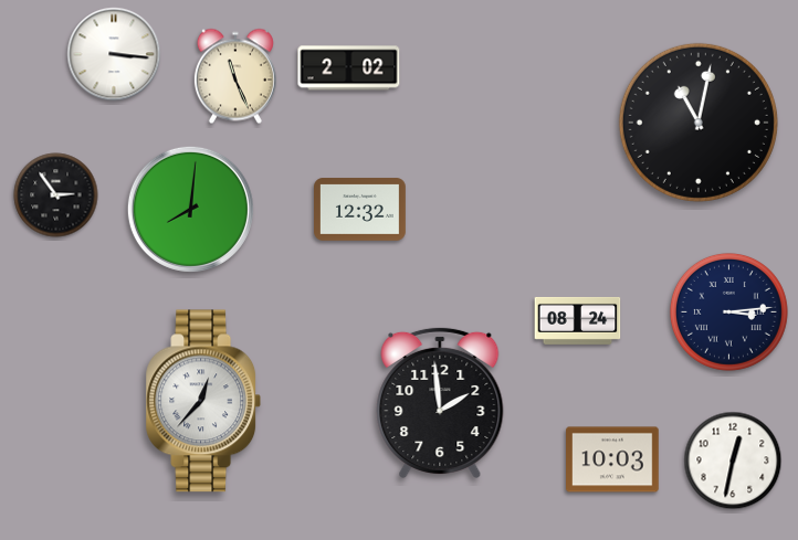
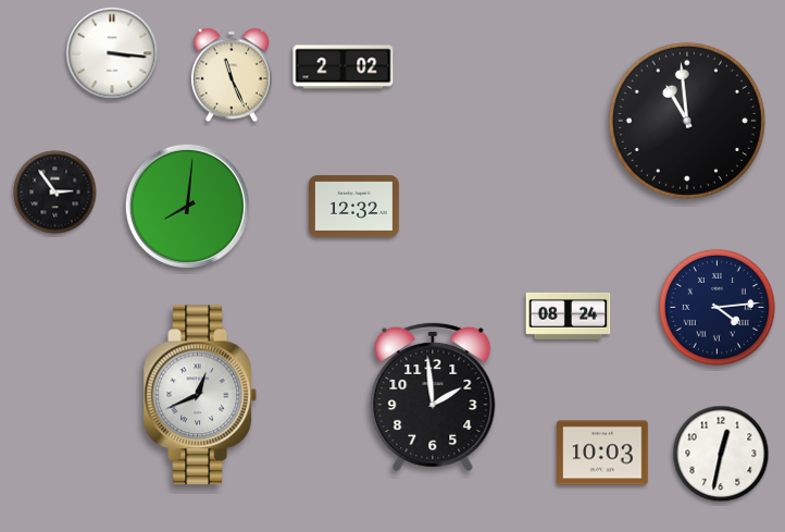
clock at (699, 123): 11:02 -> 10:59
clock at (728, 311): 3:14 -> 4:14
clock at (202, 401): 12:37 -> 12:41
